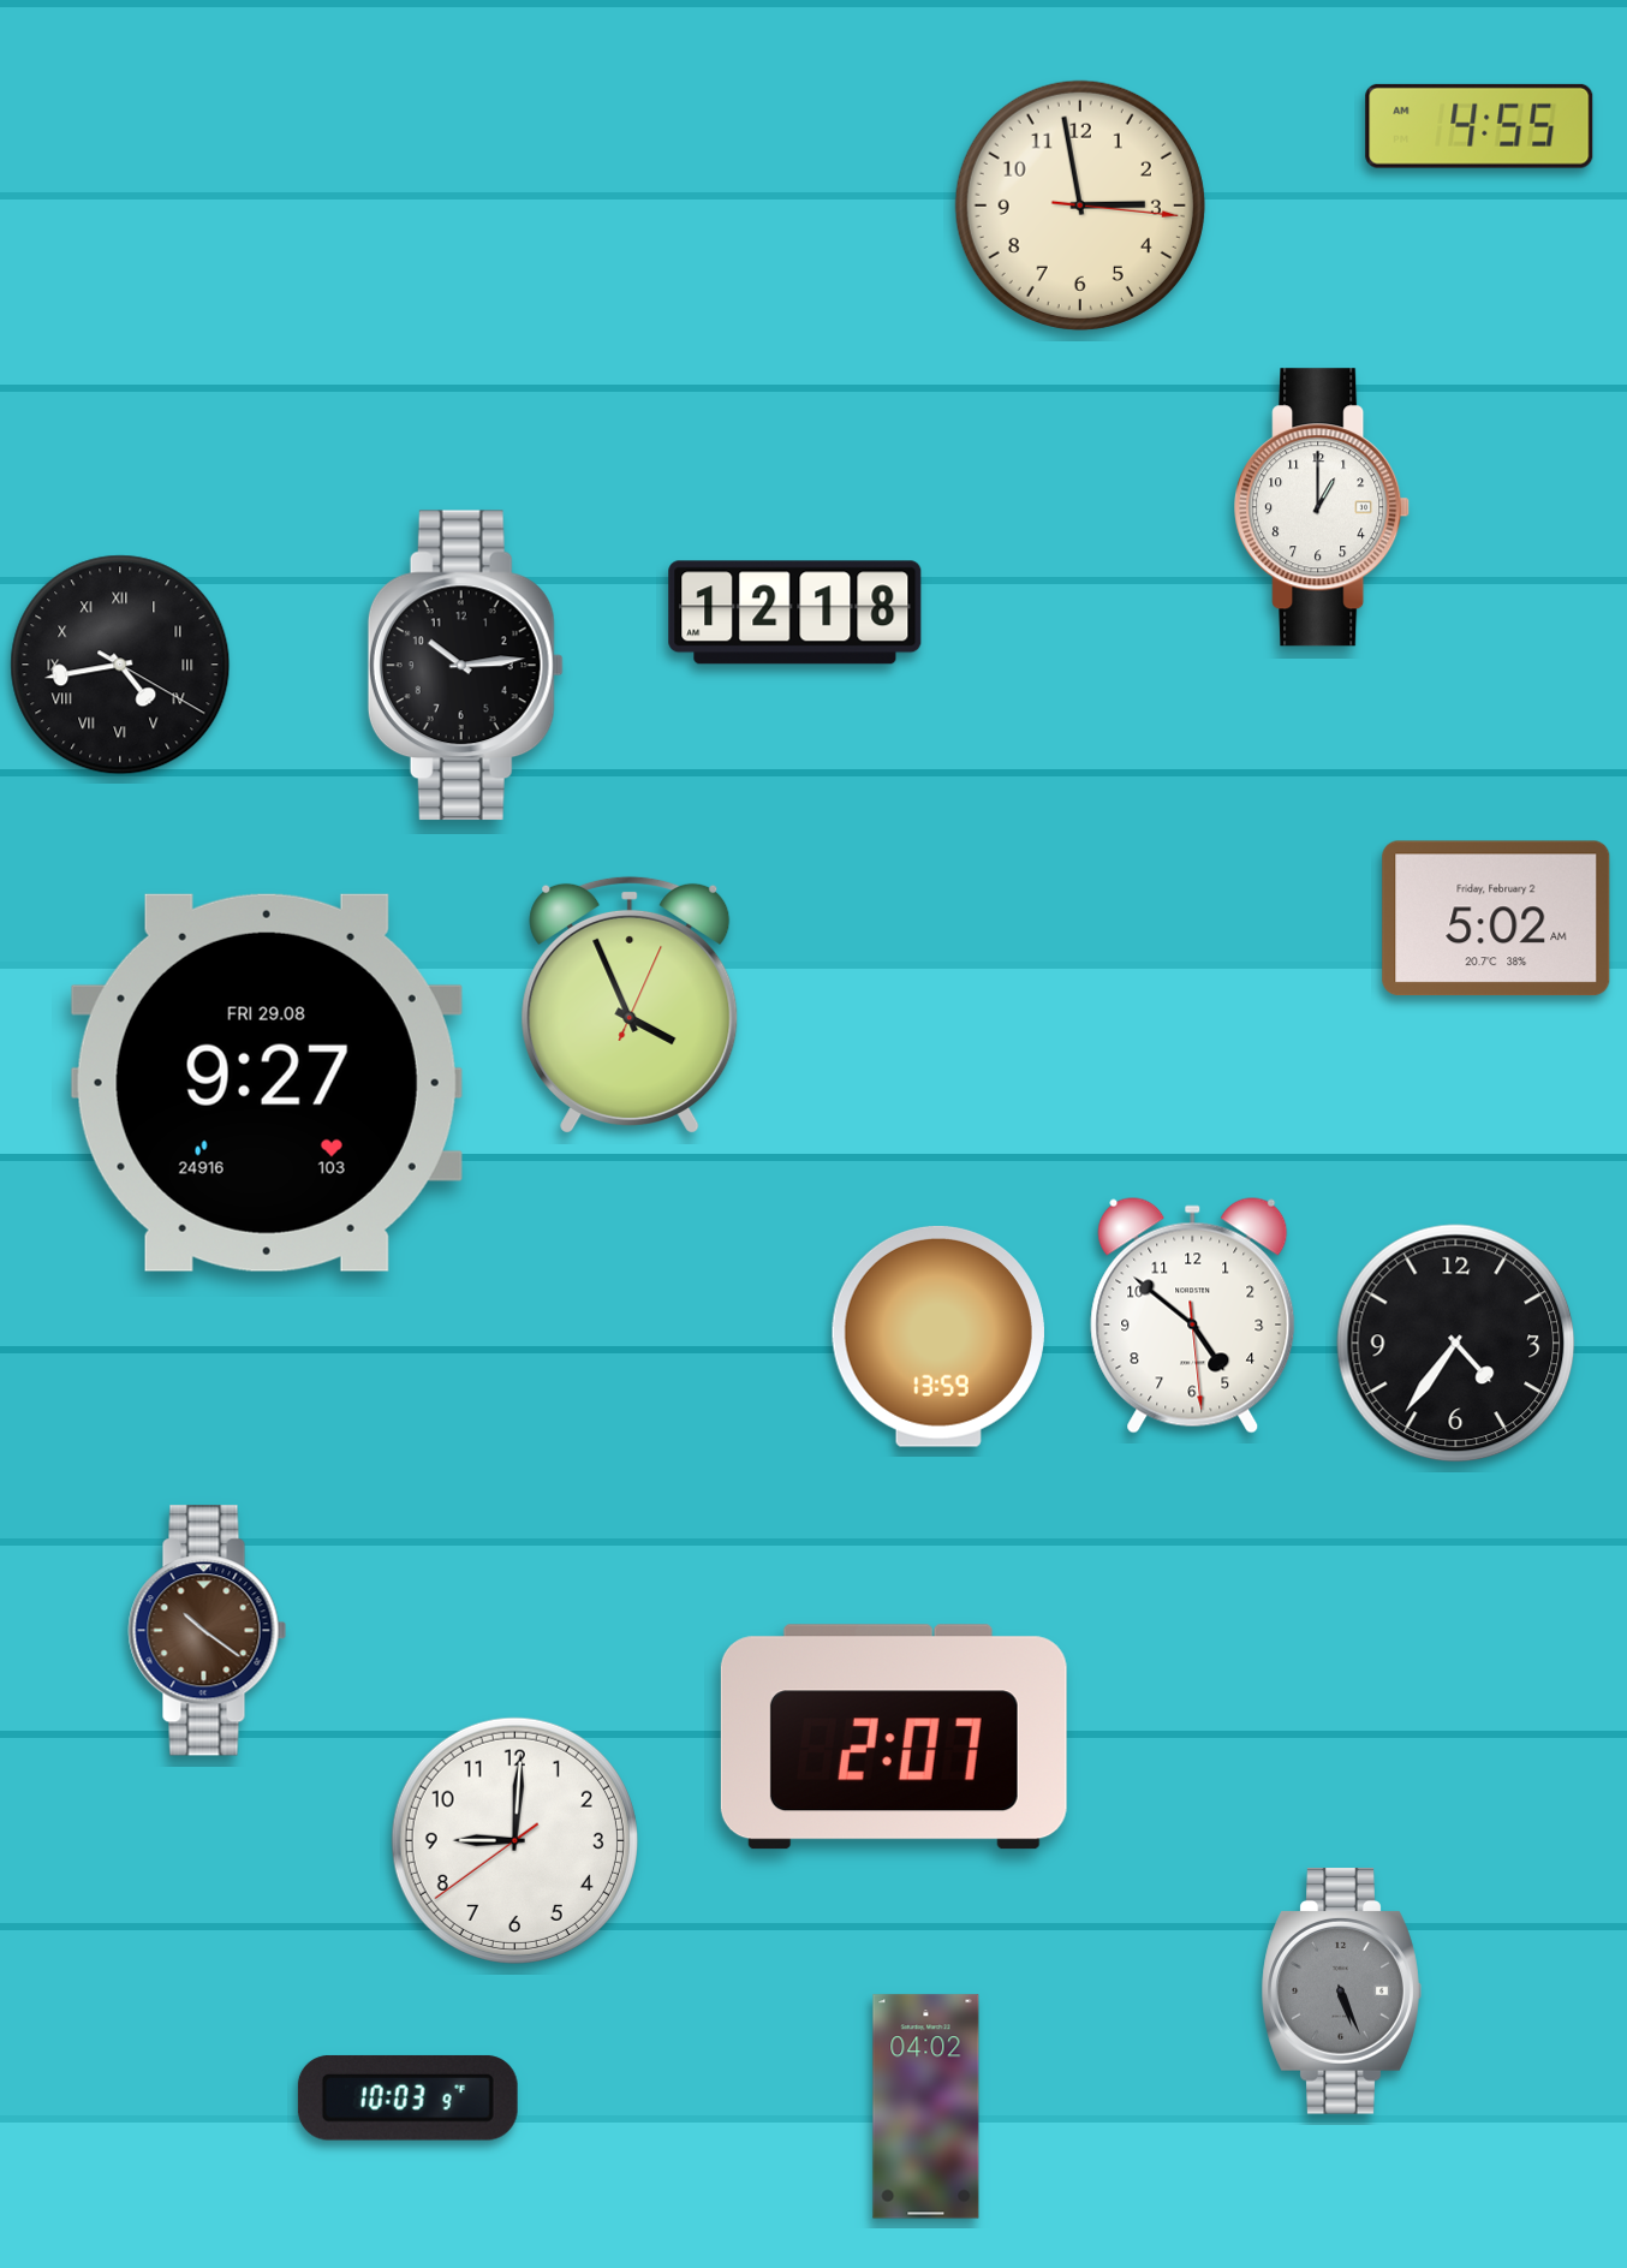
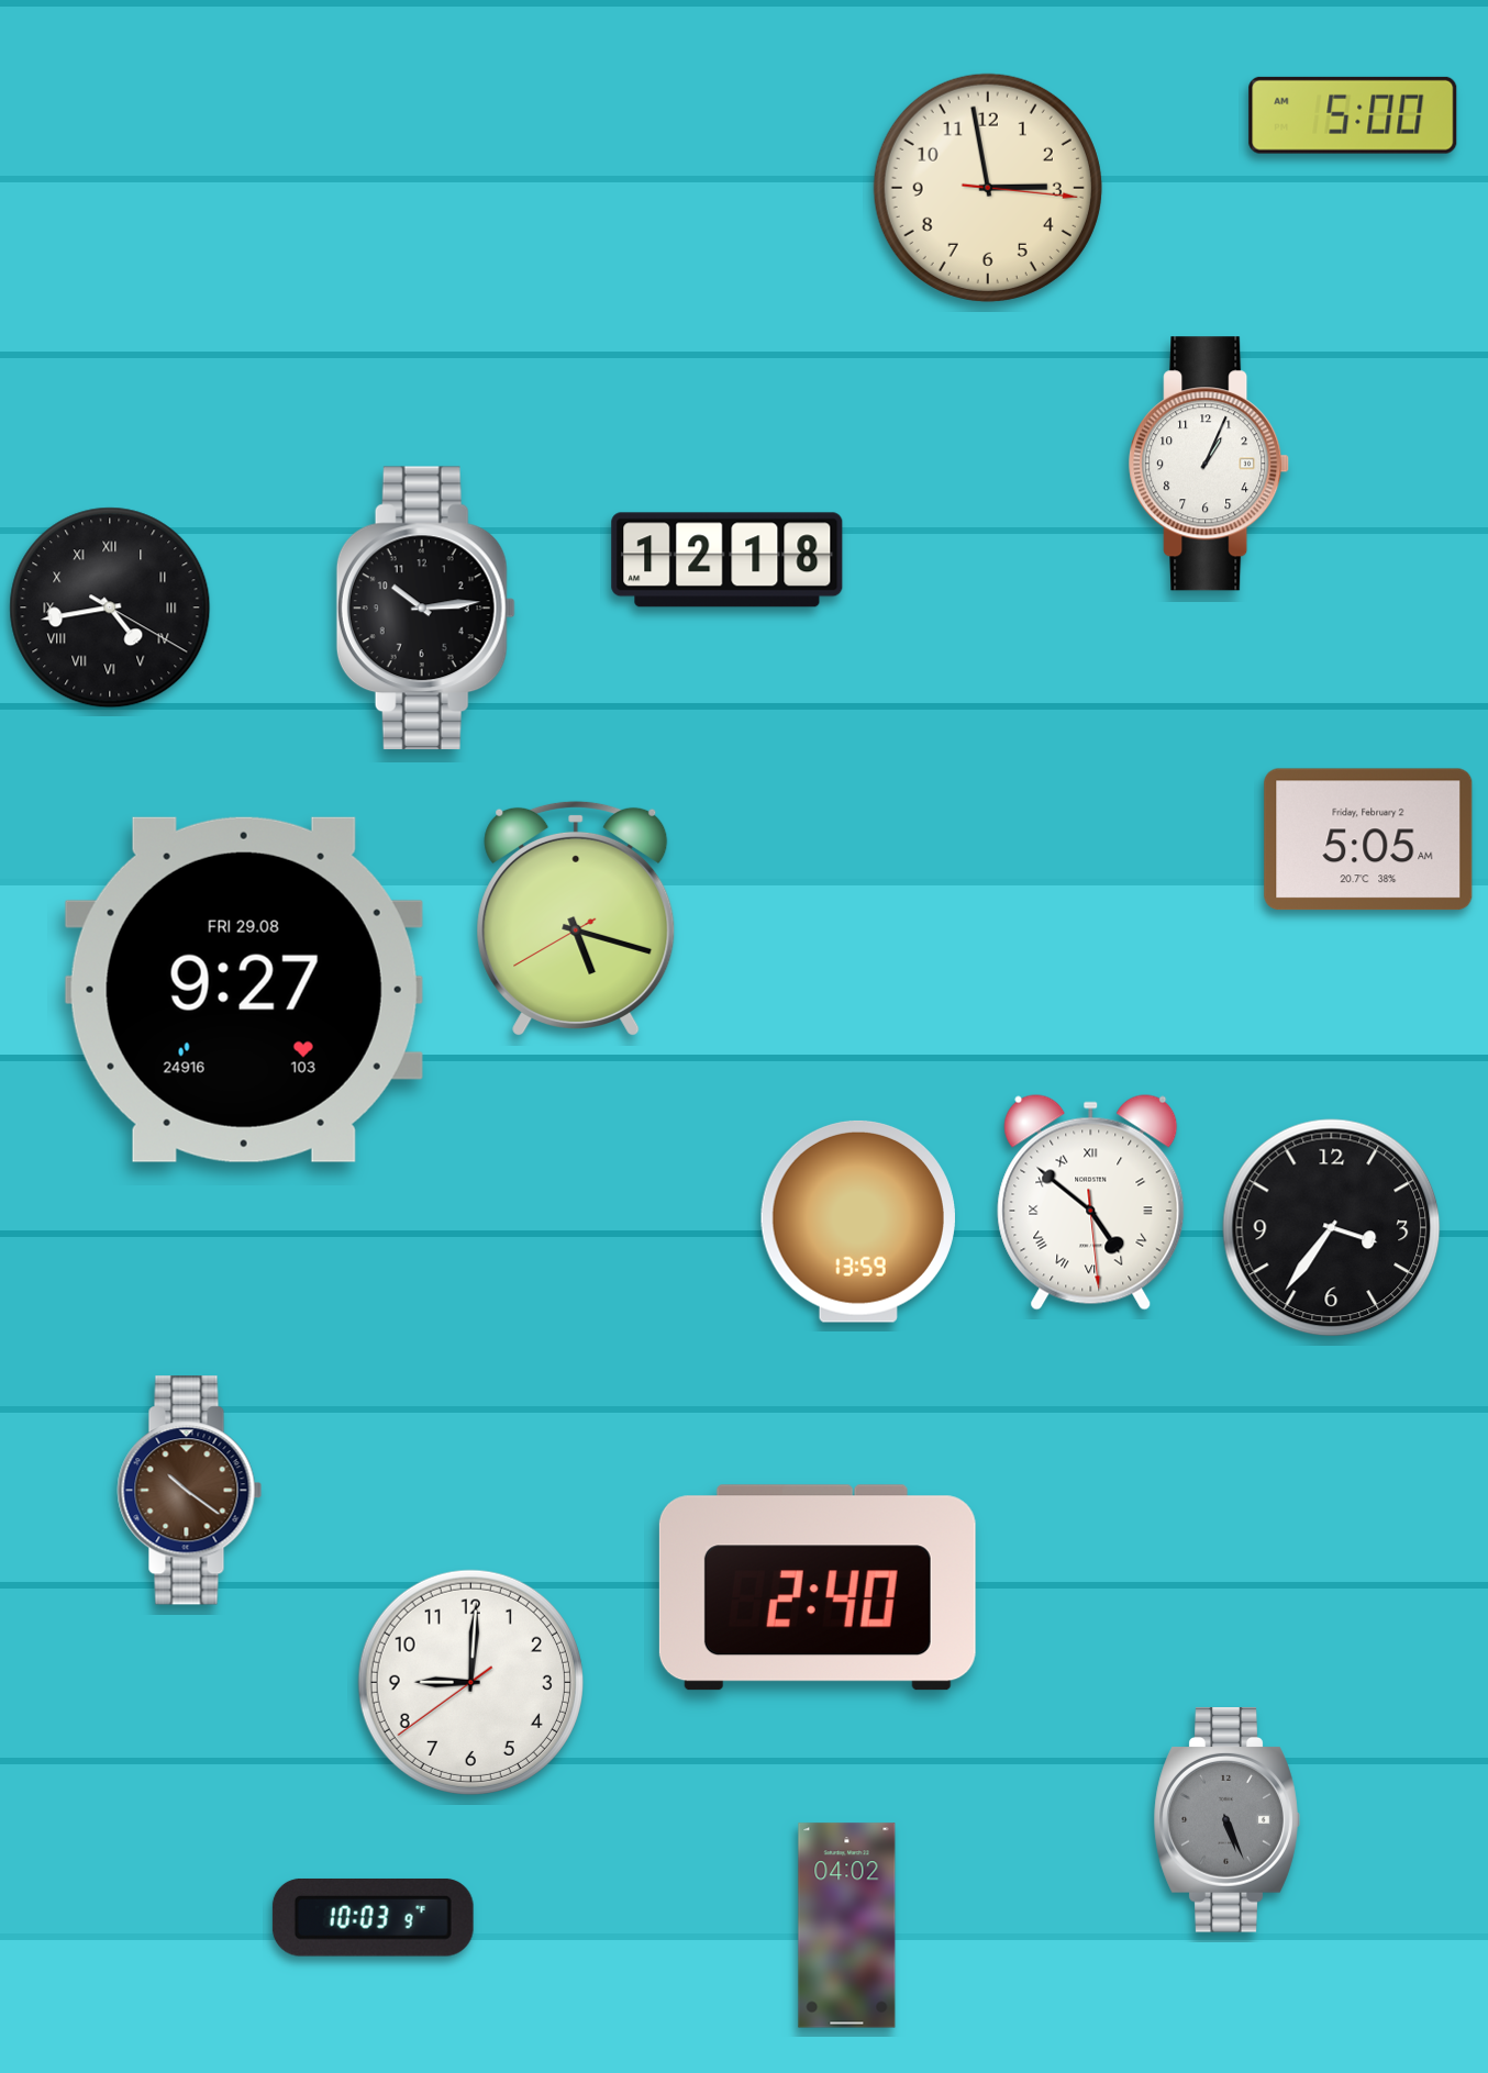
clock at (1479, 126): 4:55 -> 5:00
clock at (1323, 507): 1:00 -> 1:04
clock at (1496, 918): 5:02 -> 5:05
clock at (630, 1005): 3:56 -> 5:17
clock at (1193, 1316) numerals: Arabic -> Roman
clock at (1456, 1344): 4:36 -> 3:36
clock at (894, 1737): 2:07 -> 2:40
